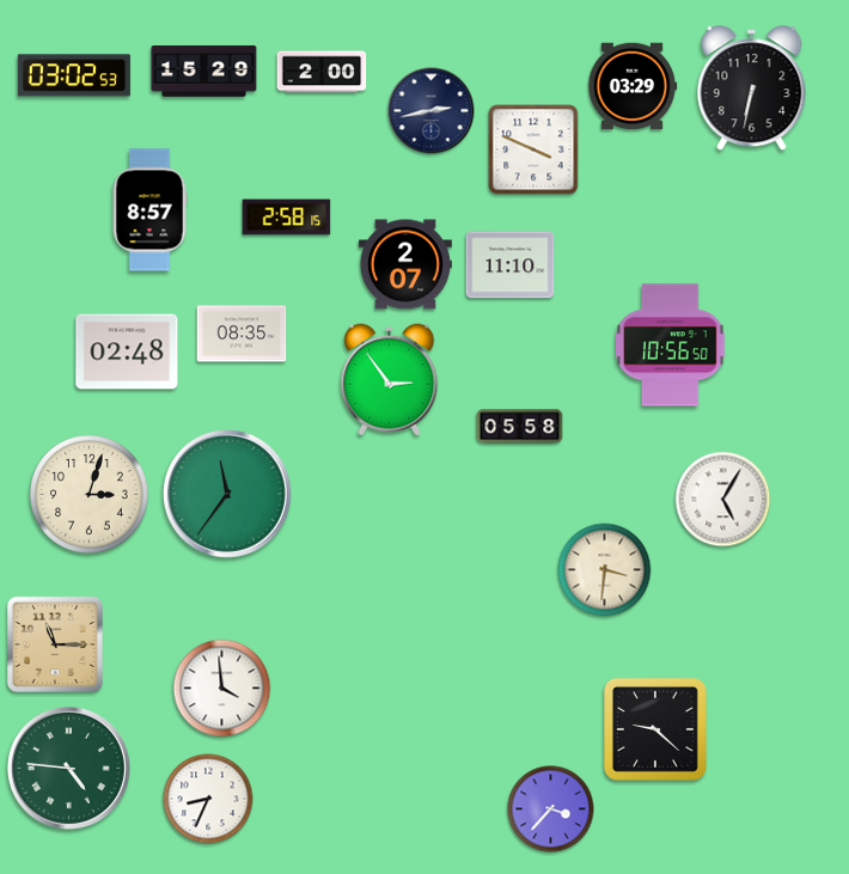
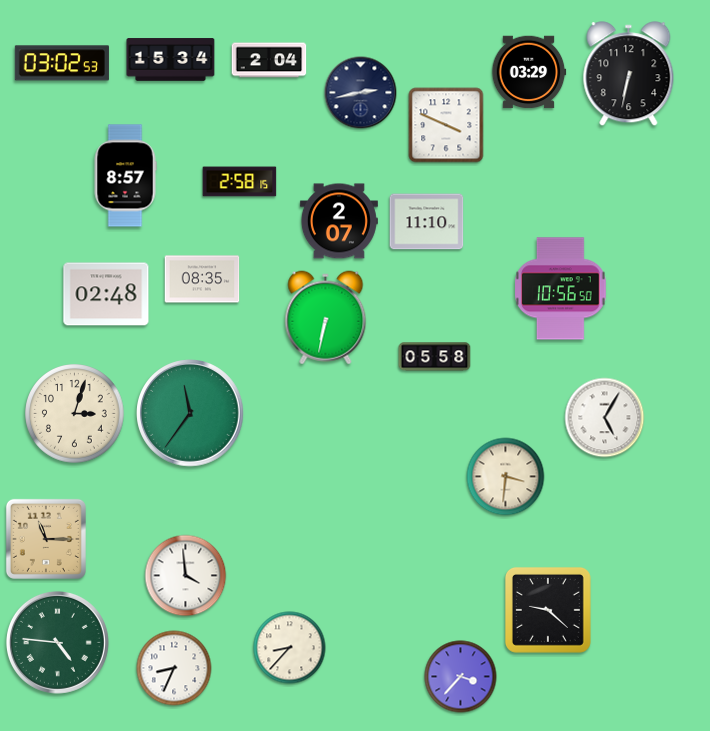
clock at (204, 72): 15:29 -> 15:34
clock at (322, 72): 2:00 -> 2:04
clock at (390, 380): 2:54 -> 6:32
clock at (290, 648): none -> 8:37
